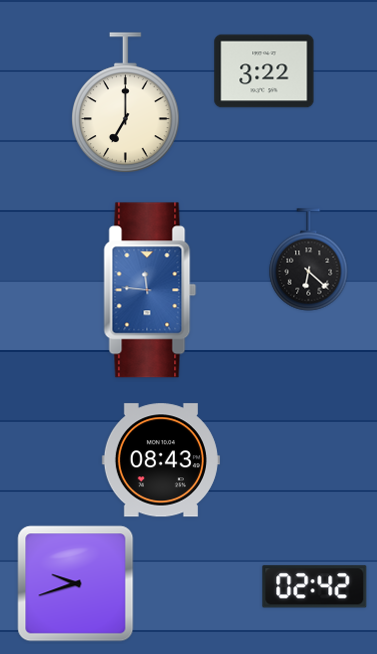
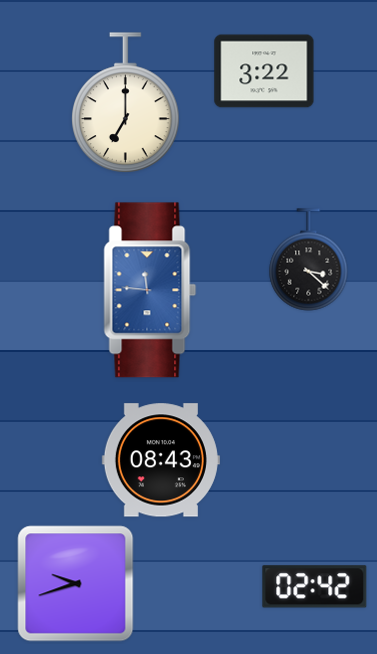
clock at (309, 260): 6:22 -> 3:22
